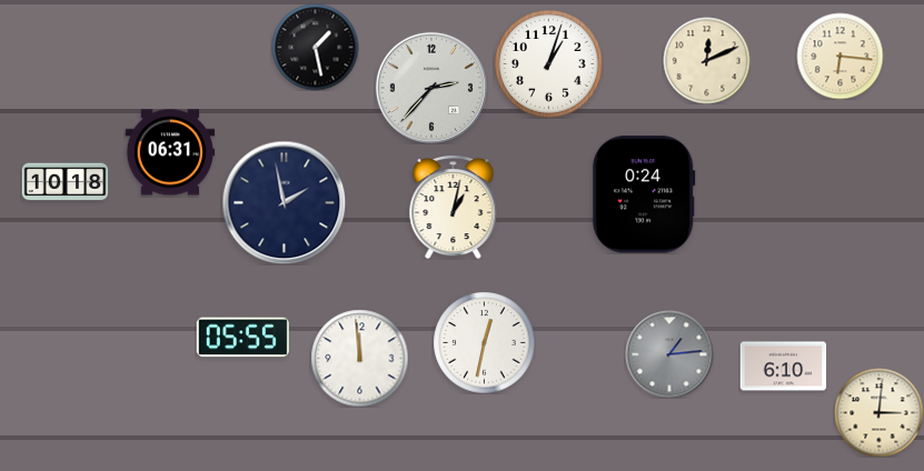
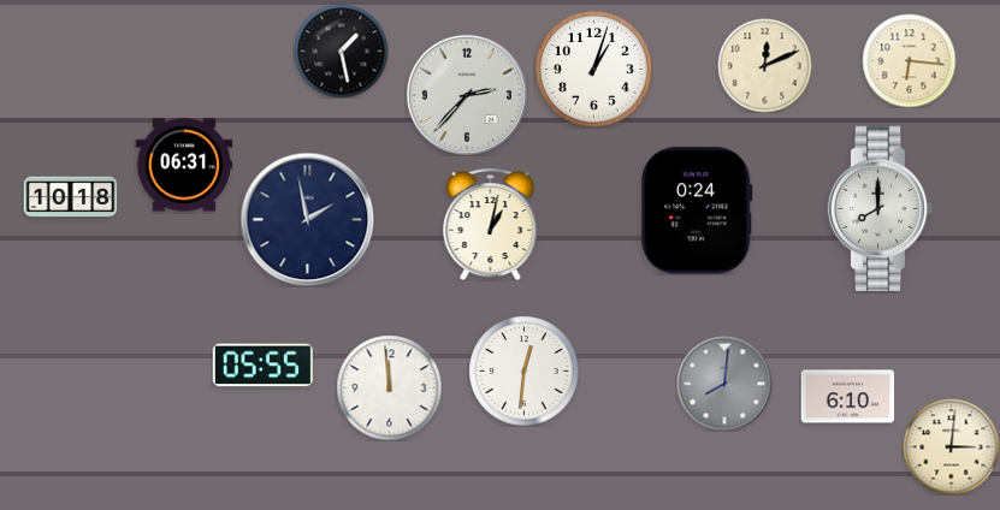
clock at (881, 209): none -> 8:00
clock at (484, 342): 12:32 -> 12:31
clock at (669, 354): 1:14 -> 8:01
